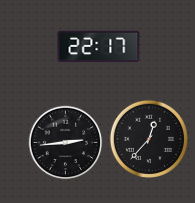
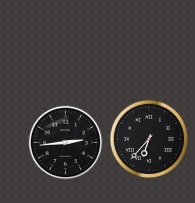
clock at (99, 47): 22:17 -> none
clock at (148, 138): 12:37 -> 6:37
